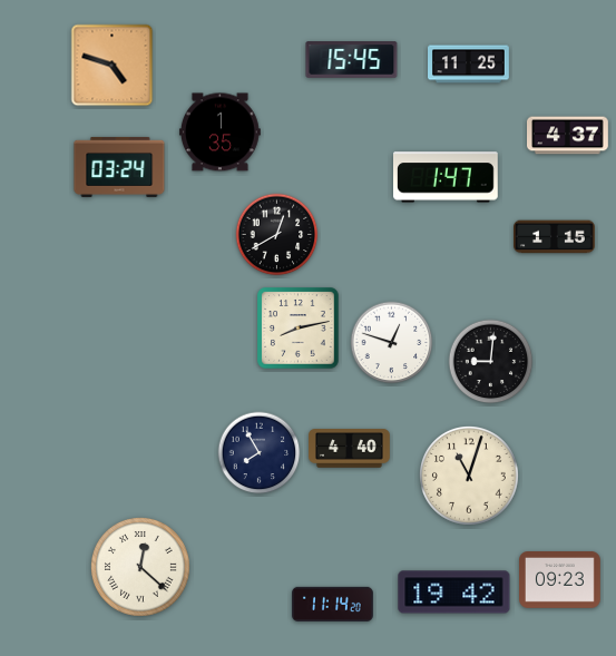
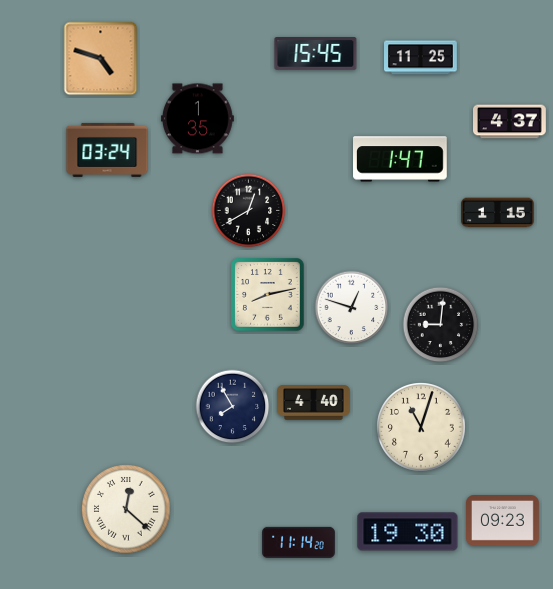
clock at (454, 593): 19:42 -> 19:30
